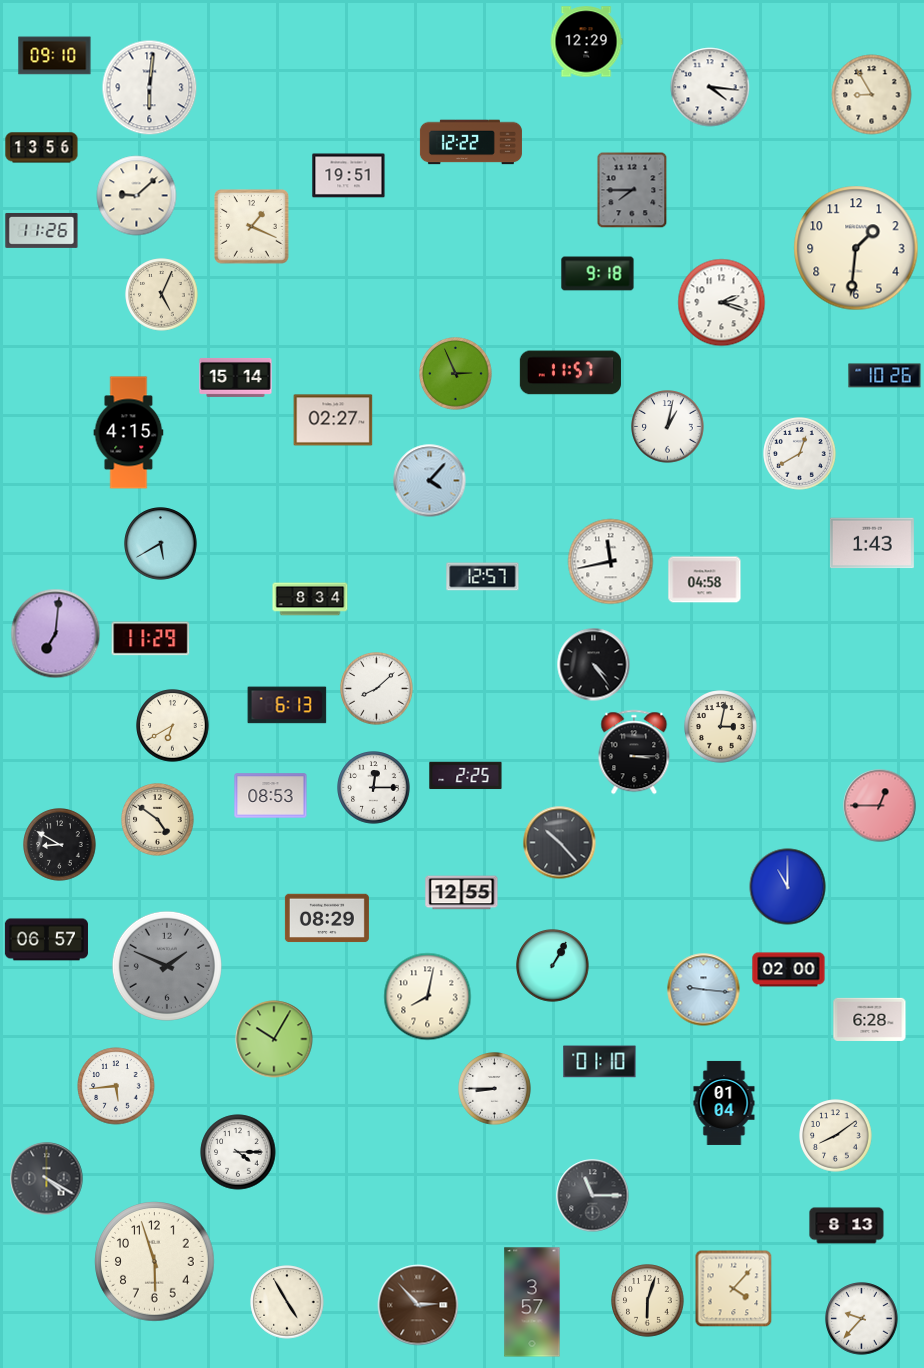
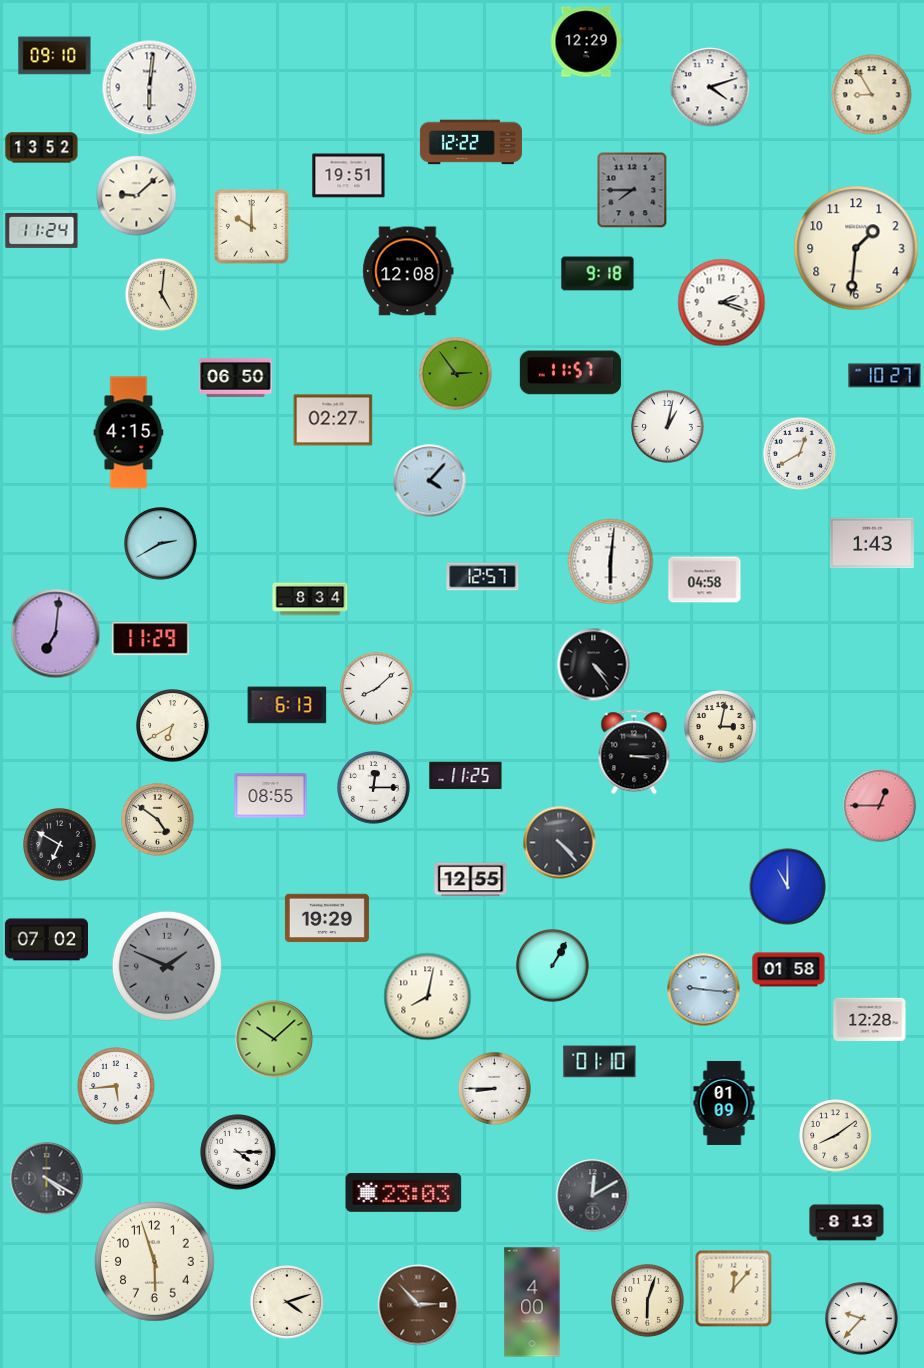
clock at (710, 87): 4:16 -> 4:12
clock at (42, 148): 13:56 -> 13:52
clock at (252, 227): 1:19 -> 10:00
clock at (42, 230): 11:26 -> 11:24
clock at (408, 271): none -> 12:08
clock at (162, 295): 5:04 -> 5:01
clock at (456, 374): 2:56 -> 2:54
clock at (885, 376): 10:26 -> 10:27
clock at (236, 377): 15:14 -> 06:50
clock at (161, 544): 5:40 -> 2:40
clock at (611, 562): 11:43 -> 6:01
clock at (466, 776): 2:25 -> 11:25
clock at (271, 796): 08:53 -> 08:55
clock at (560, 843): 10:23 -> 4:23
clock at (60, 845): 8:50 -> 6:50
clock at (462, 893) position: (462, 893) -> (471, 880)
clock at (327, 918): 08:29 -> 19:29
clock at (46, 940): 06:57 -> 07:02
clock at (789, 970): 02:00 -> 01:58
clock at (870, 1019): 6:28 -> 12:28
clock at (274, 1039): 10:05 -> 10:08
clock at (724, 1103): 01:04 -> 01:09
clock at (404, 1192): none -> 23:03
clock at (593, 1196): 11:15 -> 12:10
clock at (847, 1226) position: (847, 1226) -> (847, 1223)
clock at (734, 1289): 4:07 -> 12:07
clock at (287, 1302): 4:55 -> 4:12
clock at (532, 1302): 3:57 -> 4:00
